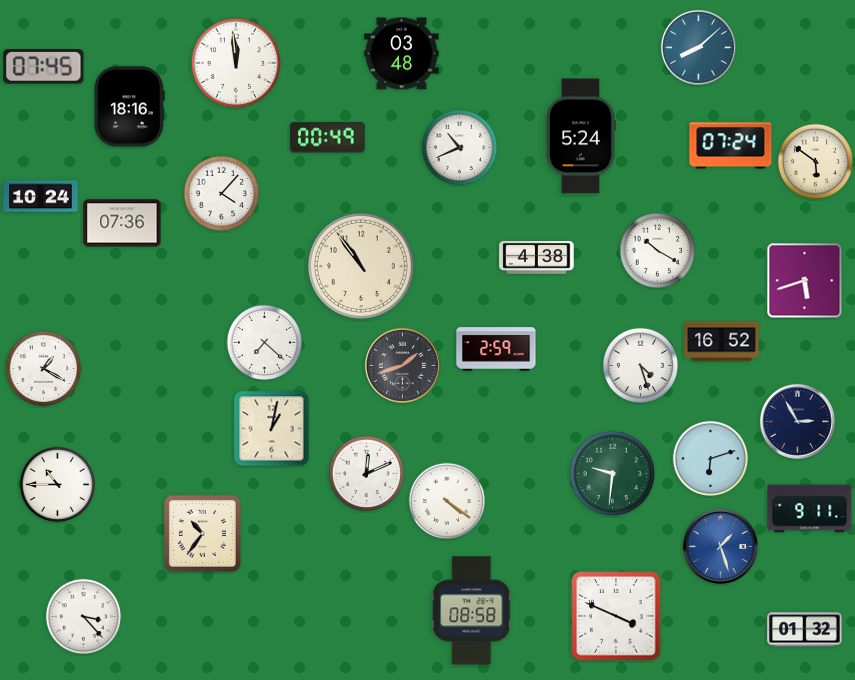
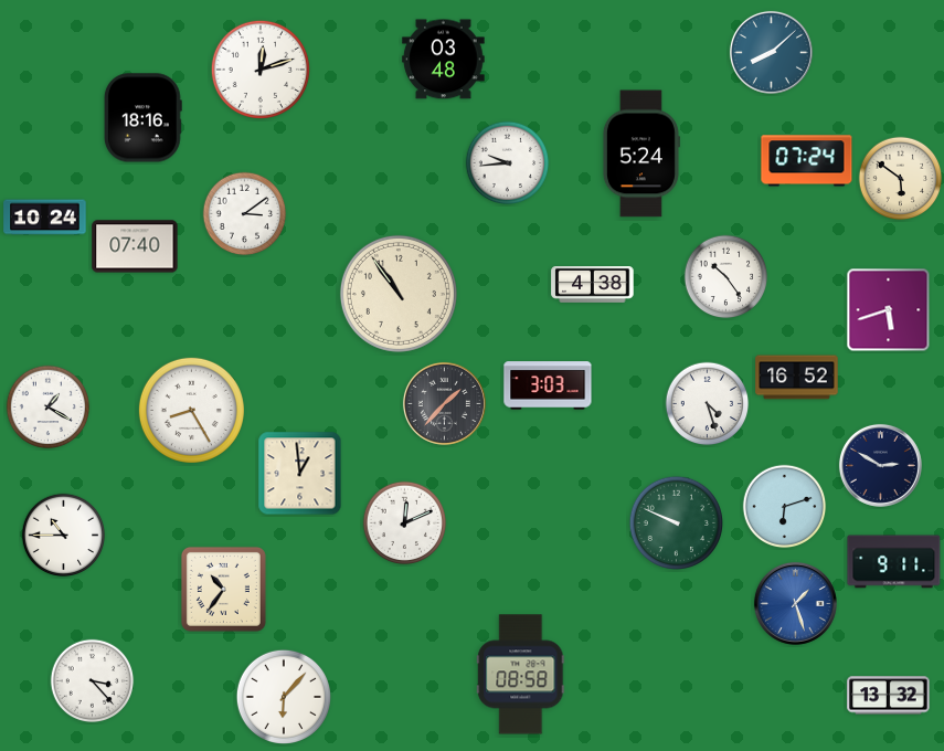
clock at (236, 63): 11:59 -> 12:12
clock at (44, 67): 07:45 -> none
clock at (580, 136) position: (580, 136) -> (640, 154)
clock at (328, 138): 00:49 -> none
clock at (460, 148): 10:41 -> 9:44
clock at (222, 194): 4:07 -> 3:09
clock at (122, 223): 07:36 -> 07:40
clock at (658, 251): 10:20 -> 10:24
clock at (265, 343): 7:22 -> none
clock at (496, 349): 2:59 -> 3:03
clock at (402, 365): 1:42 -> 1:37
clock at (191, 410): none -> 8:25
clock at (797, 421): 2:55 -> 2:50
clock at (272, 429): 1:02 -> 12:59
clock at (612, 473): 9:31 -> 9:49
clock at (447, 501): 4:21 -> none
clock at (616, 616): 3:49 -> none
clock at (283, 696): none -> 6:07
clock at (805, 630): 01:32 -> 13:32
